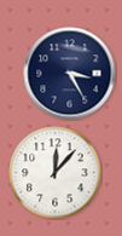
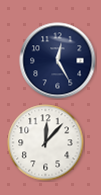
clock at (70, 74): 3:25 -> 12:25
